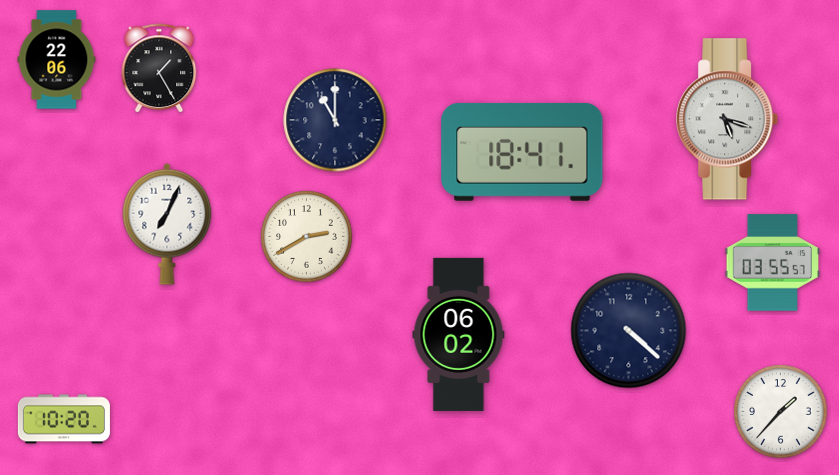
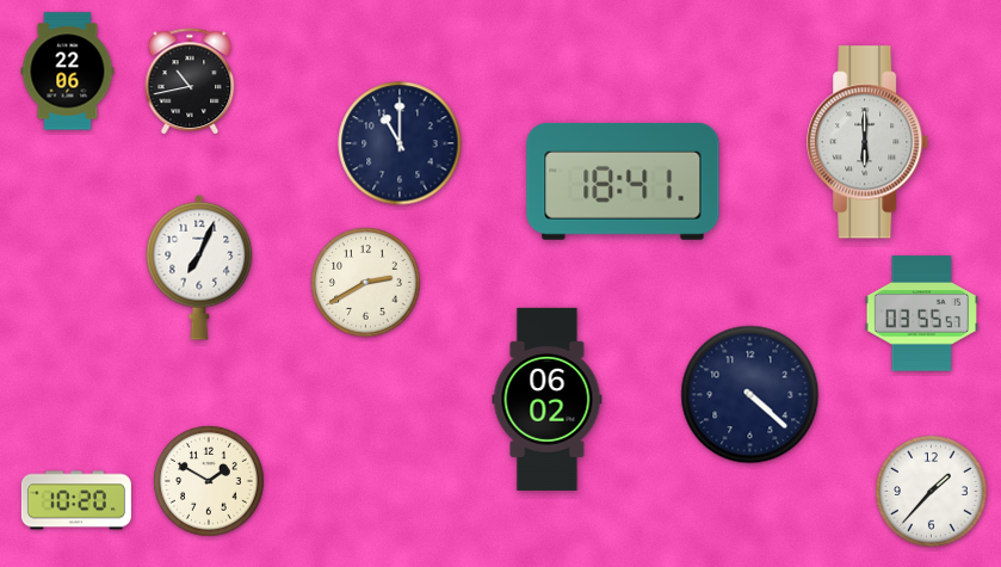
clock at (159, 68): 1:25 -> 10:43
clock at (728, 119): 5:18 -> 6:00
clock at (209, 481): none -> 1:50
